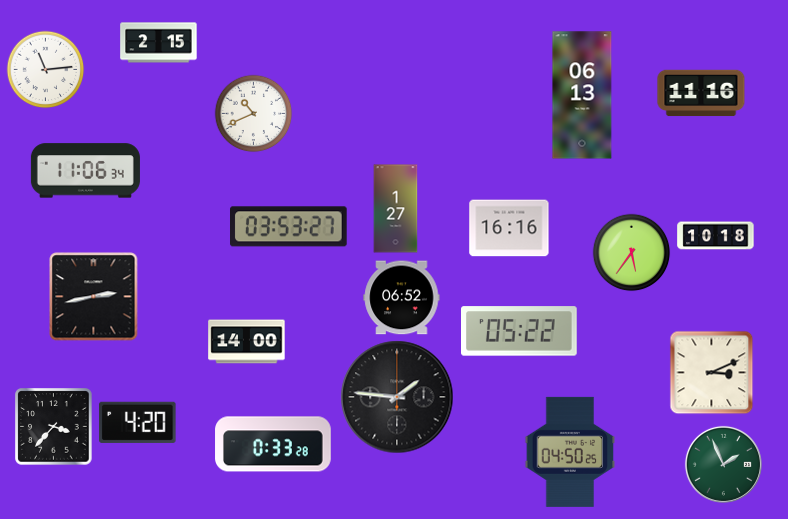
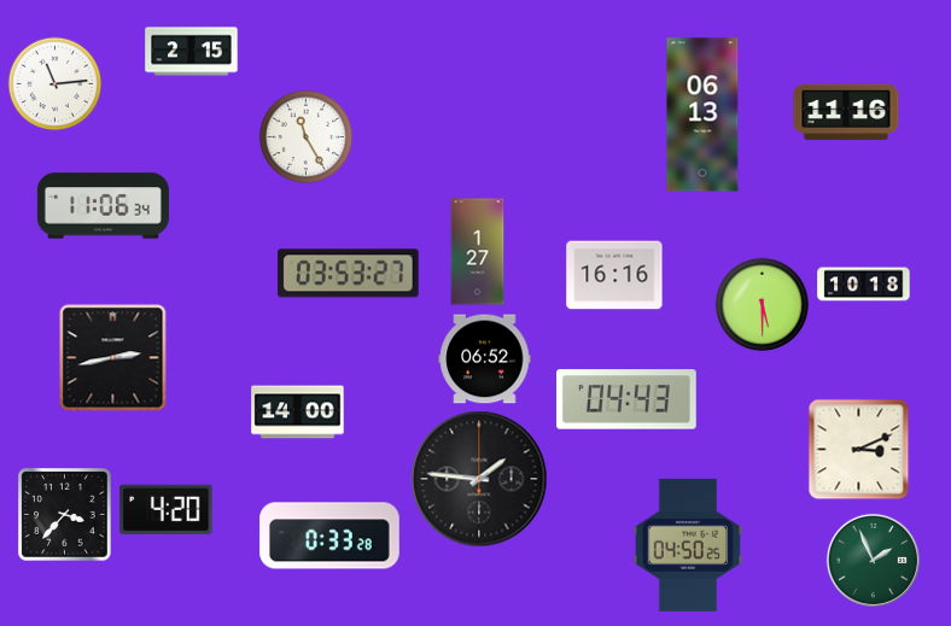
clock at (253, 113): 10:41 -> 11:25
clock at (631, 252): 5:36 -> 5:30
clock at (520, 331): 05:22 -> 04:43
